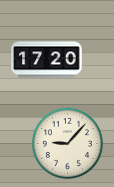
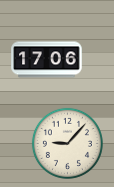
clock at (47, 60): 17:20 -> 17:06
